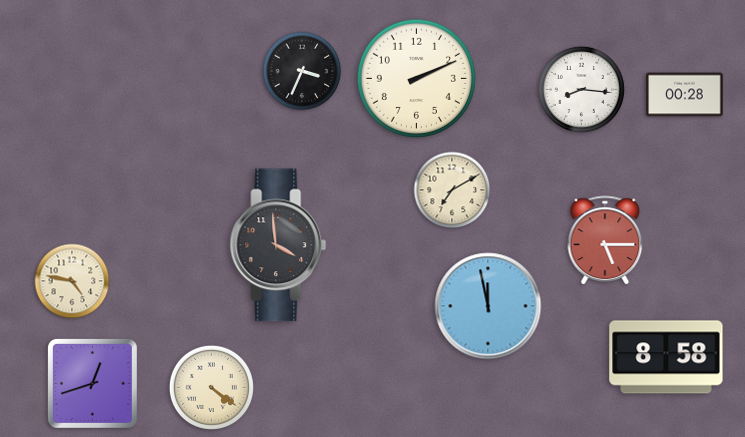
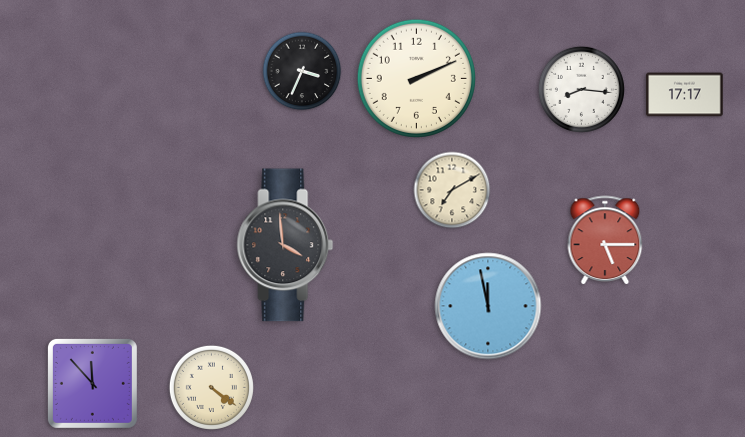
clock at (685, 95): 00:28 -> 17:17
clock at (278, 245) position: (278, 245) -> (285, 245)
clock at (72, 281): 4:47 -> none
clock at (666, 357): 8:58 -> none
clock at (92, 383): 12:42 -> 11:53
